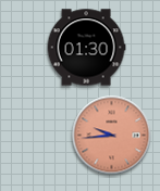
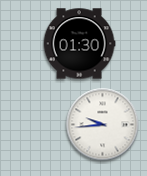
clock at (112, 136) dial: salmon -> white
